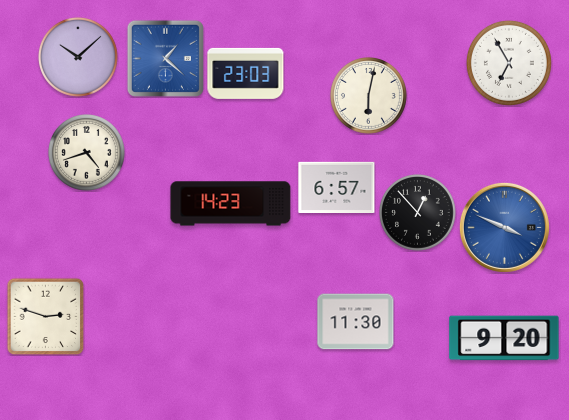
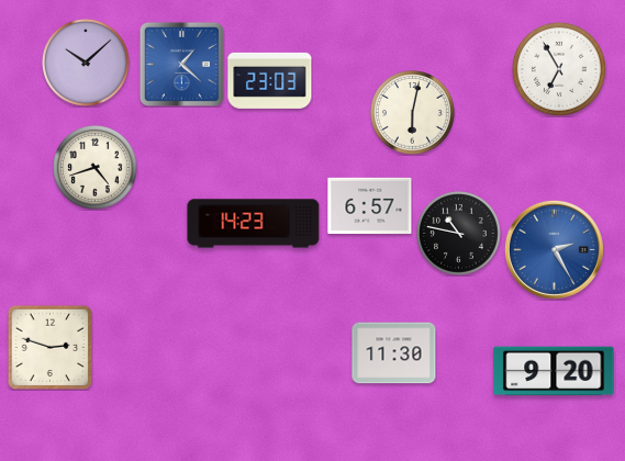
clock at (369, 96) position: (369, 96) -> (413, 113)
clock at (418, 213): 12:53 -> 10:47
clock at (504, 227): 3:49 -> 2:25
clock at (356, 322) position: (356, 322) -> (394, 353)
